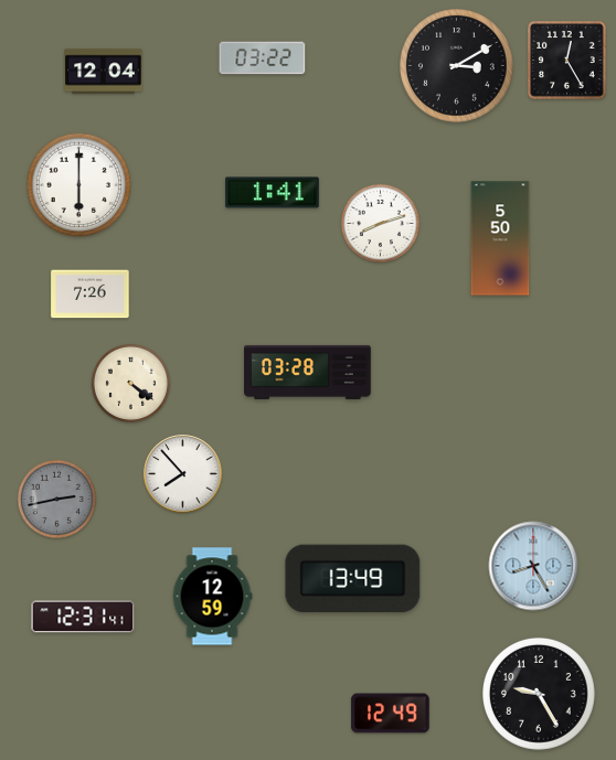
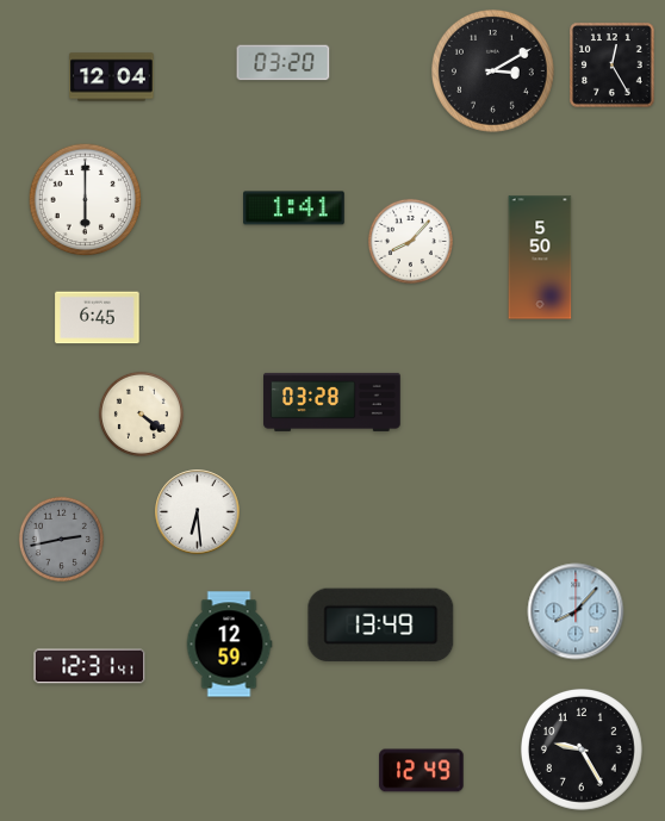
clock at (263, 58): 03:22 -> 03:20
clock at (380, 223): 8:12 -> 8:07
clock at (91, 295): 7:26 -> 6:45
clock at (183, 474): 7:53 -> 6:29
clock at (533, 566): 8:25 -> 8:07
